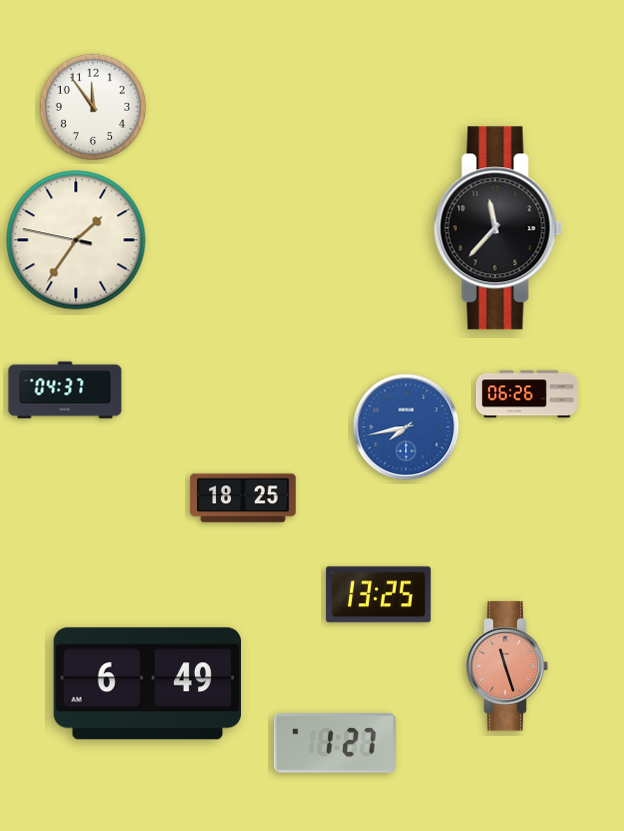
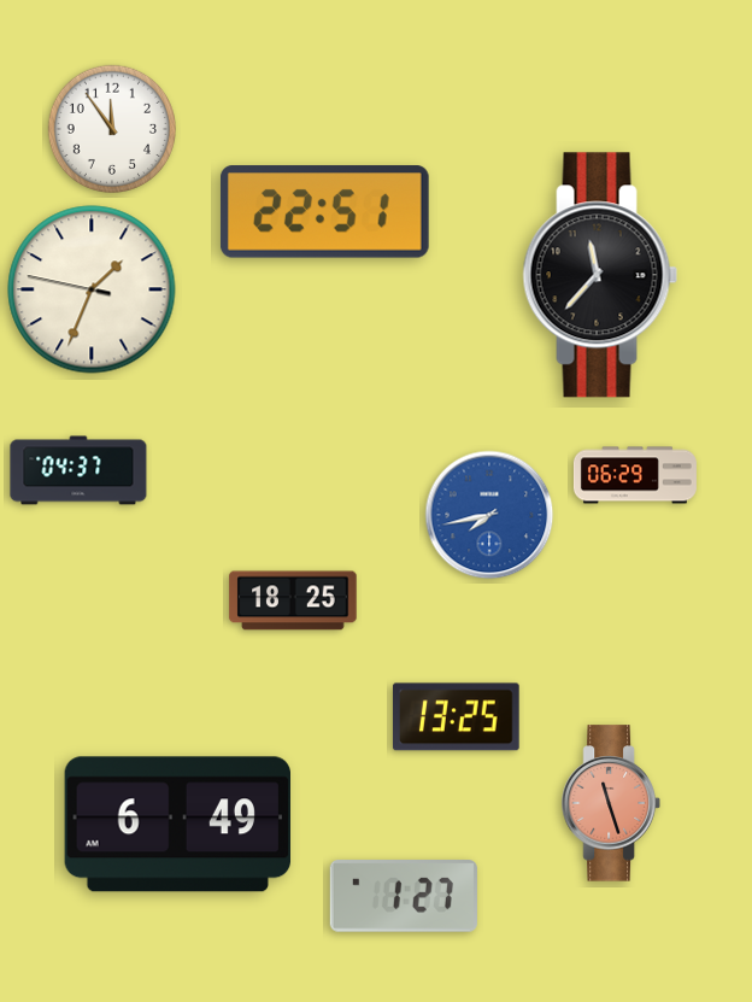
clock at (324, 212): none -> 22:51
clock at (76, 240): 1:35 -> 1:33
clock at (527, 394): 06:26 -> 06:29
